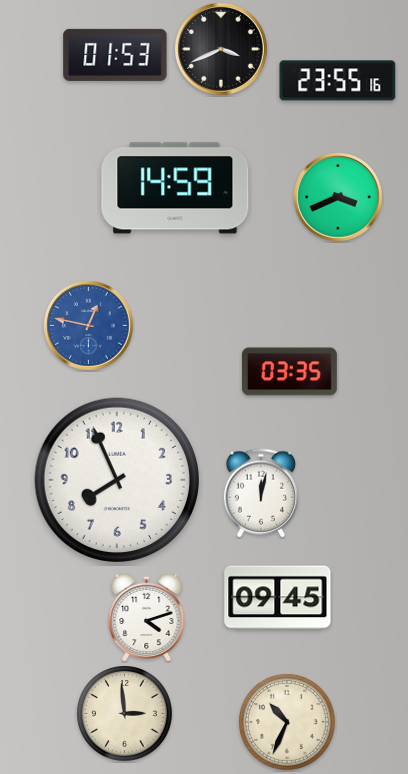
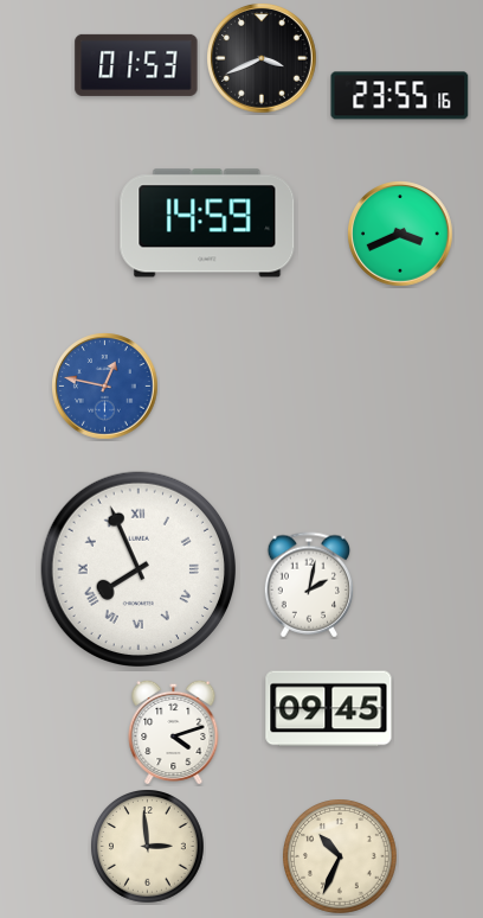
clock at (289, 372): 03:35 -> none
clock at (116, 479) numerals: Arabic -> Roman
clock at (261, 493): 12:02 -> 2:02
